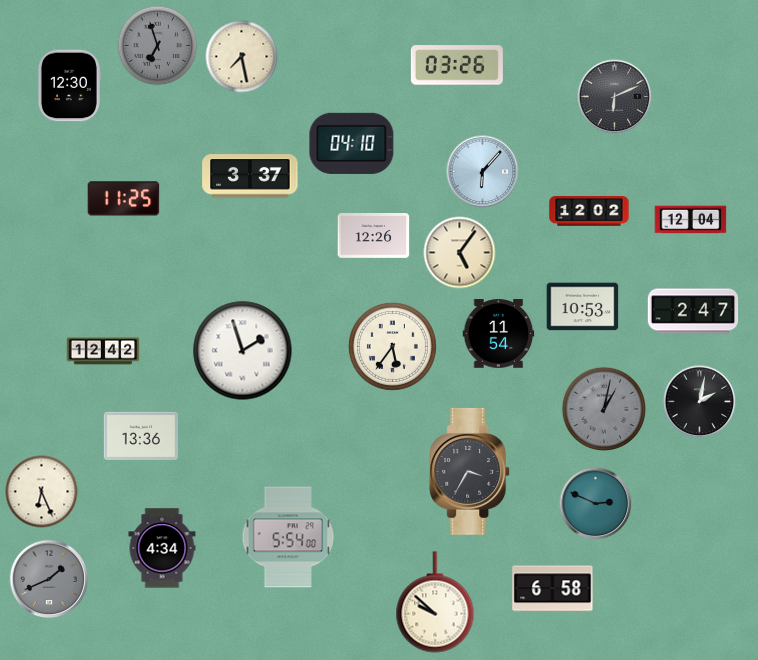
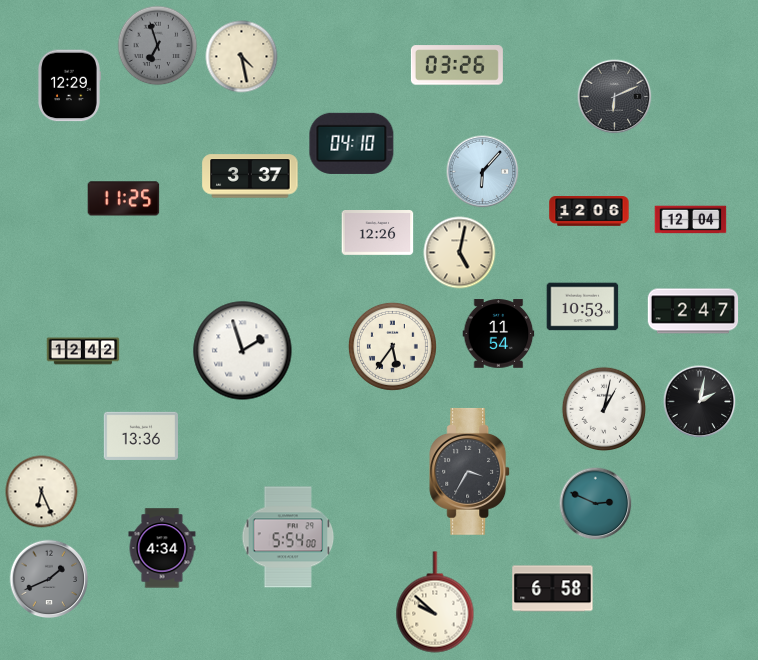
clock at (242, 57): 7:28 -> 4:28
clock at (69, 86): 12:30 -> 12:29
clock at (589, 212): 12:02 -> 12:06
clock at (374, 236) position: (374, 236) -> (378, 233)
clock at (460, 253): 5:06 -> 5:02
clock at (103, 351) position: (103, 351) -> (83, 351)
clock at (604, 409) dial: grey -> white
